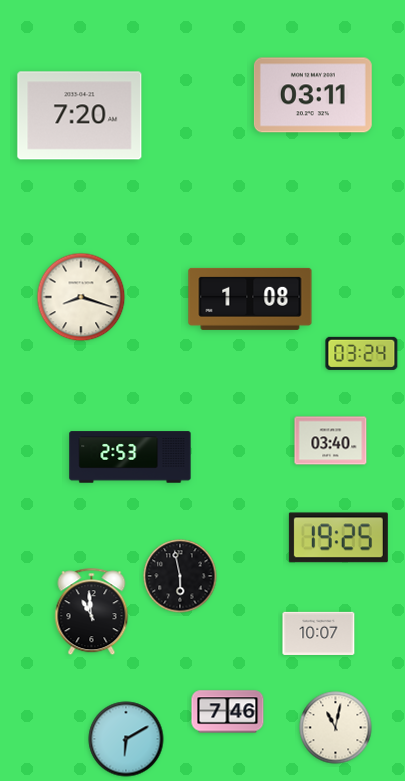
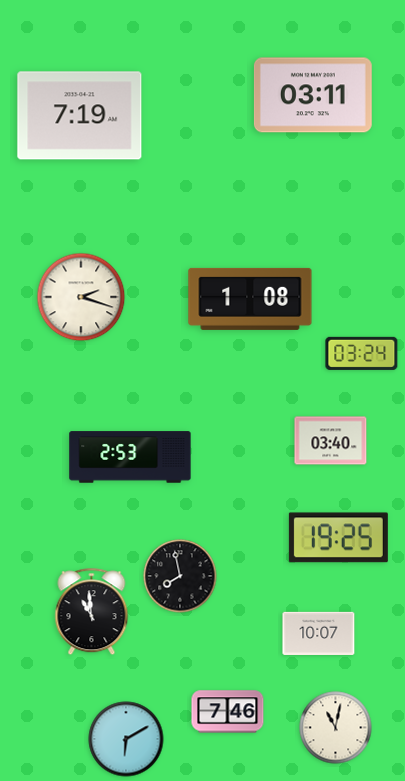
clock at (80, 116): 7:20 -> 7:19
clock at (81, 297): 8:18 -> 2:18
clock at (180, 576): 5:58 -> 7:58
